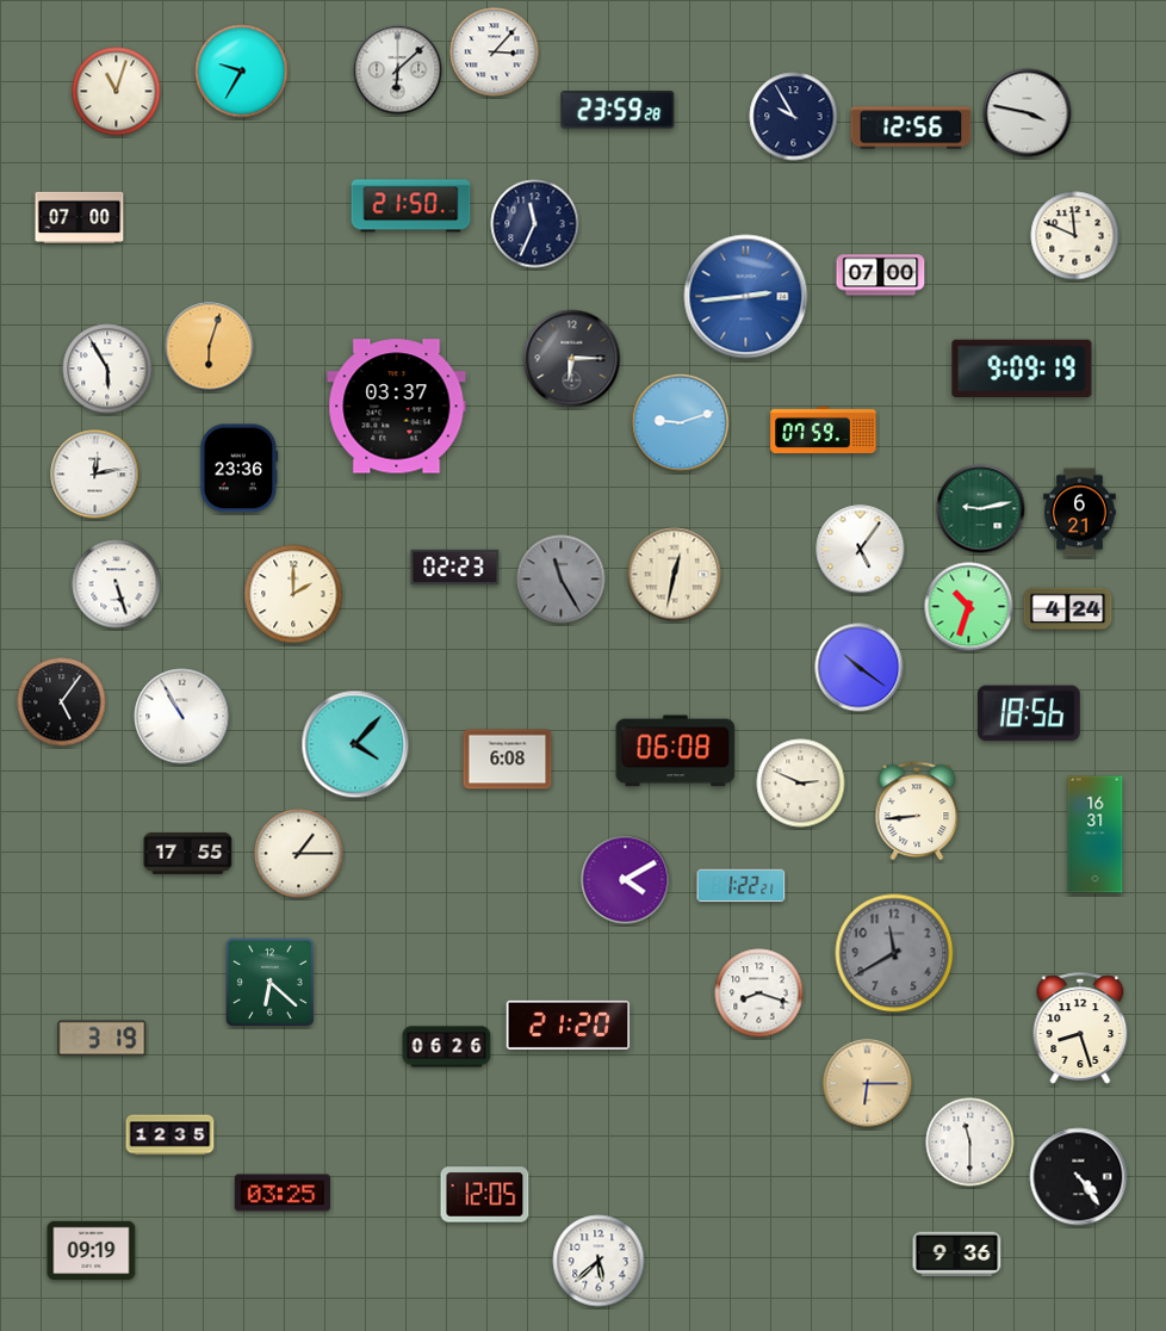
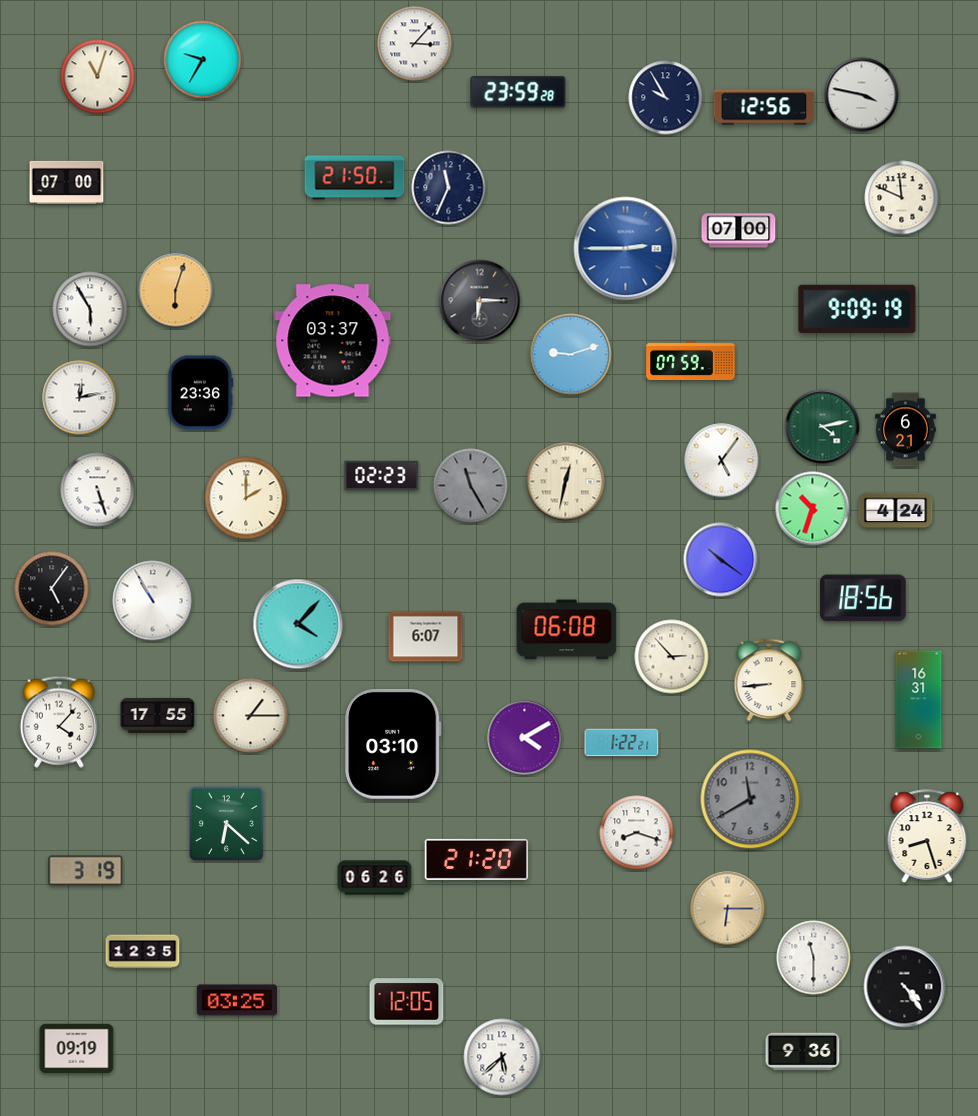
clock at (398, 70): 6:08 -> none
clock at (411, 206) position: (411, 206) -> (355, 178)
clock at (746, 297): 2:44 -> 2:45
clock at (981, 509): 9:13 -> 4:13
clock at (508, 760): 6:08 -> 6:07
clock at (801, 784): 2:49 -> 2:53
clock at (59, 722): none -> 4:07
clock at (393, 745): none -> 03:10
clock at (1080, 1028) position: (1080, 1028) -> (927, 836)
